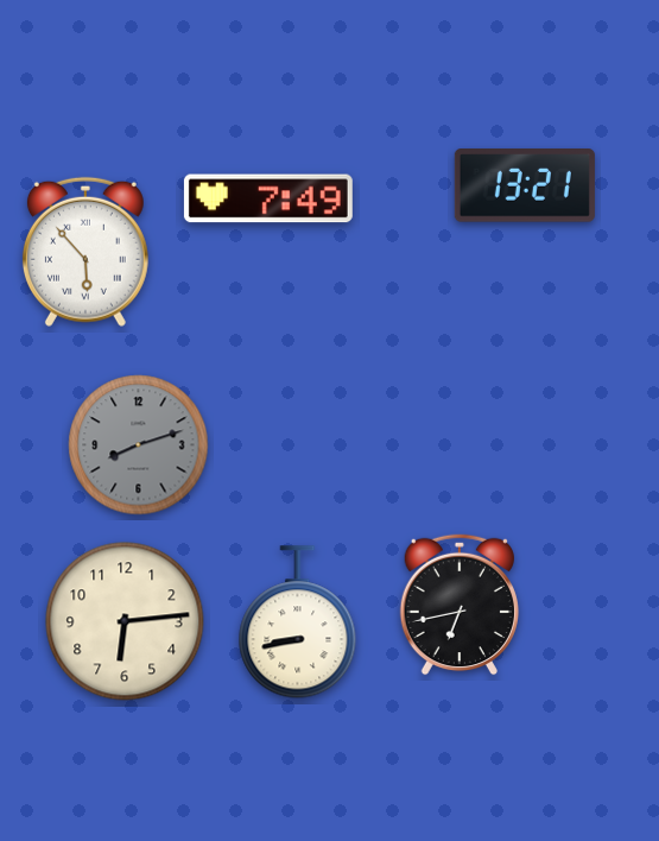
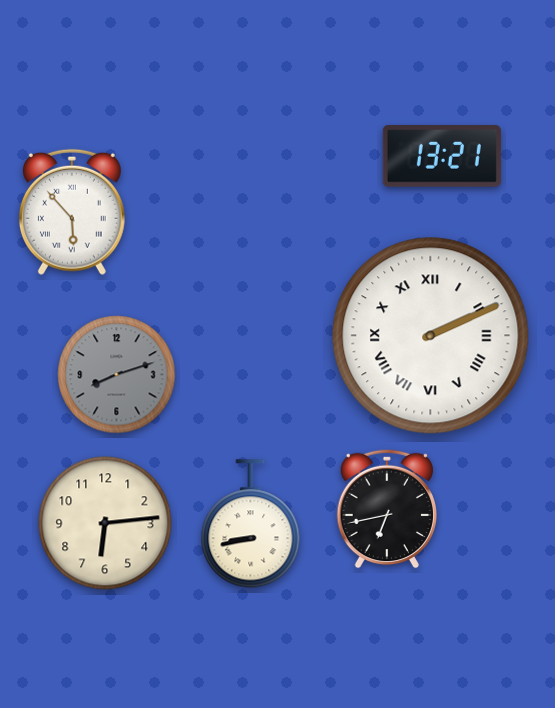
clock at (268, 198): 7:49 -> none
clock at (431, 336): none -> 2:11
